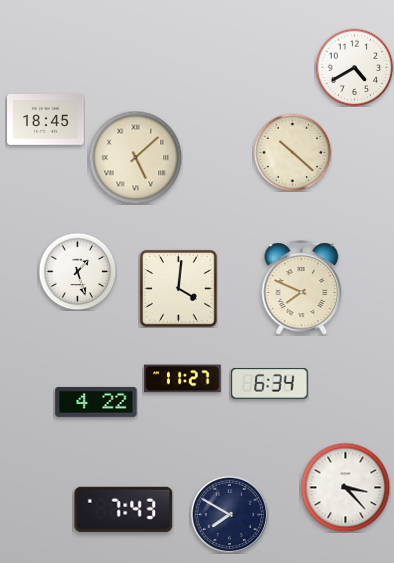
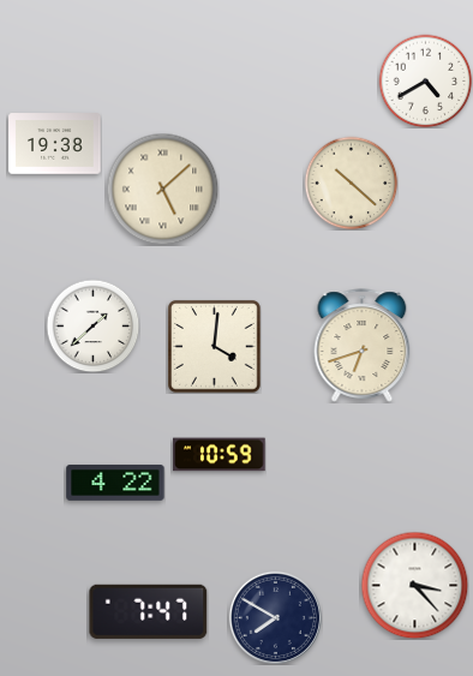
clock at (46, 120): 18:45 -> 19:38
clock at (77, 271): 1:27 -> 1:38
clock at (302, 288): 7:49 -> 6:42
clock at (183, 379): 11:27 -> 10:59
clock at (270, 384): 6:34 -> none
clock at (124, 509): 7:43 -> 7:47
